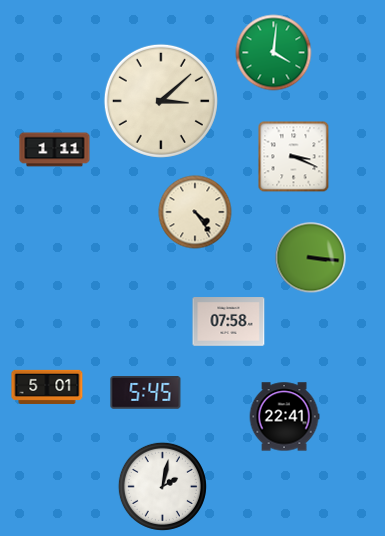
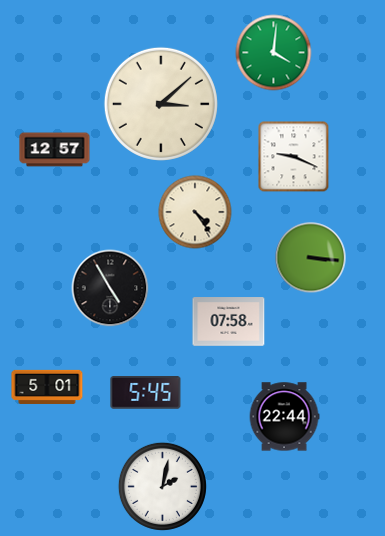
clock at (161, 101) position: (161, 101) -> (161, 104)
clock at (55, 150): 1:11 -> 12:57
clock at (294, 157): 3:19 -> 9:19
clock at (110, 288): none -> 4:55
clock at (284, 417): 22:41 -> 22:44
